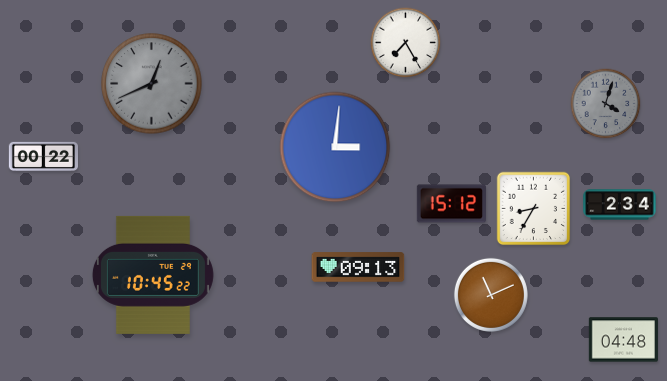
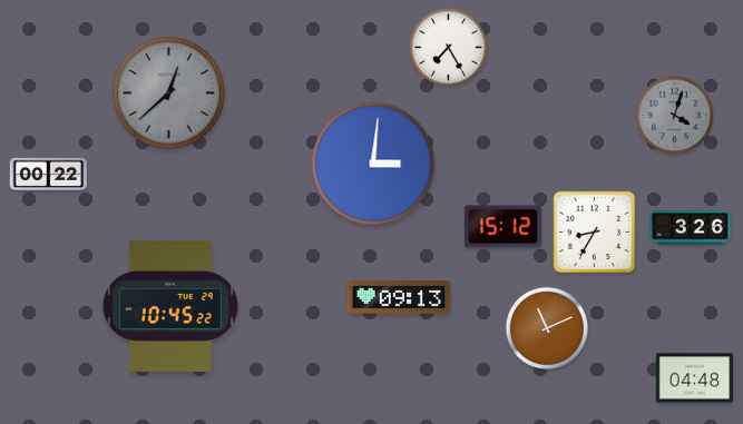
clock at (406, 43) position: (406, 43) -> (449, 48)
clock at (152, 84): 12:41 -> 12:38
clock at (620, 205): 2:34 -> 3:26
